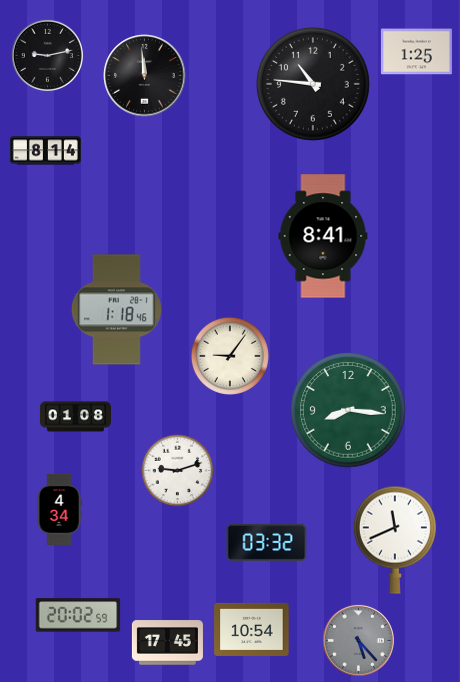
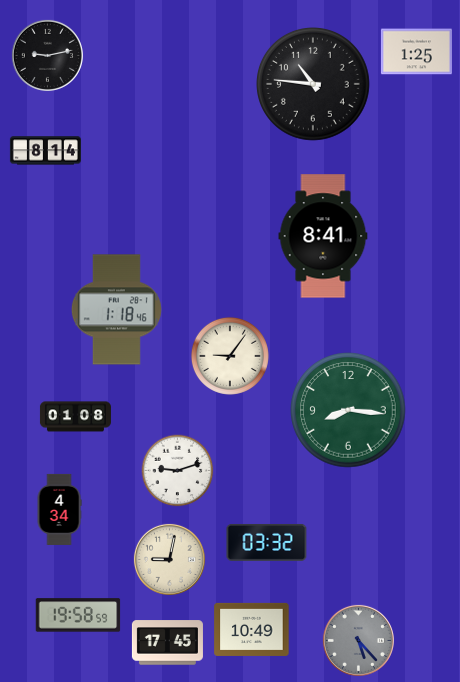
clock at (145, 76): 11:59 -> none
clock at (395, 540): 11:41 -> none
clock at (169, 559): none -> 9:02
clock at (78, 615): 20:02 -> 19:58
clock at (252, 629): 10:54 -> 10:49
